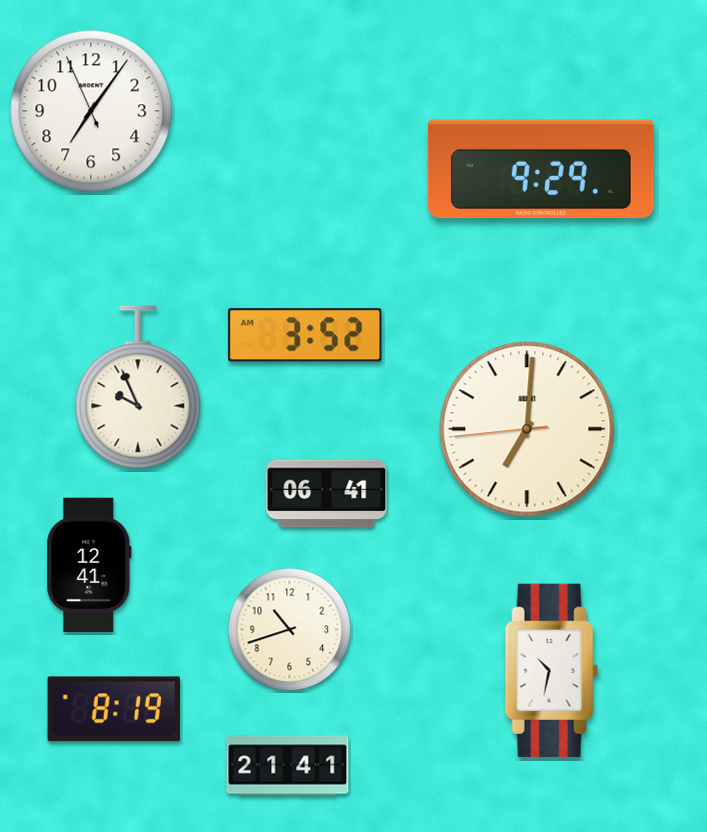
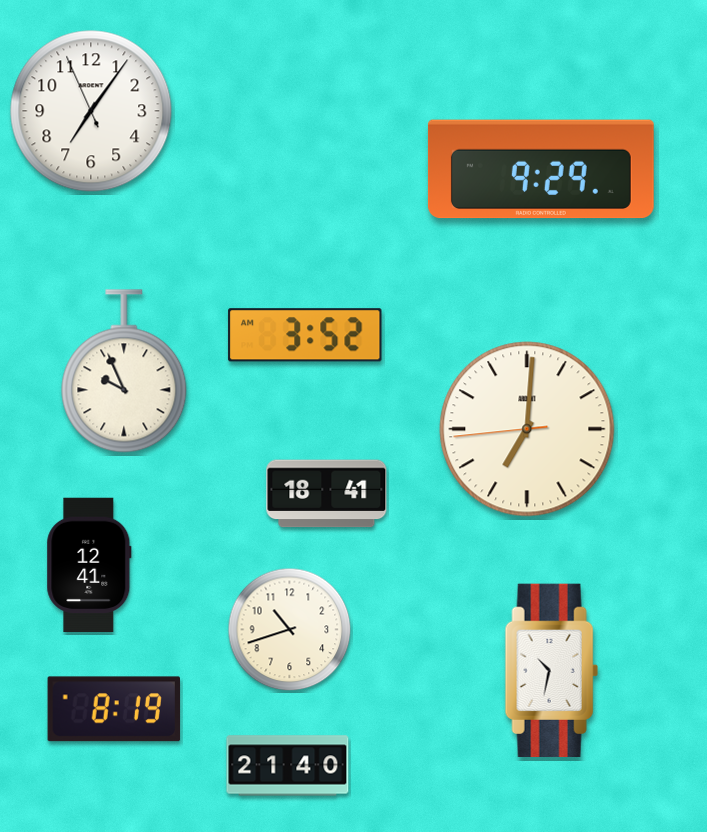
clock at (138, 387) position: (138, 387) -> (124, 371)
clock at (327, 494): 06:41 -> 18:41
clock at (288, 766): 21:41 -> 21:40
